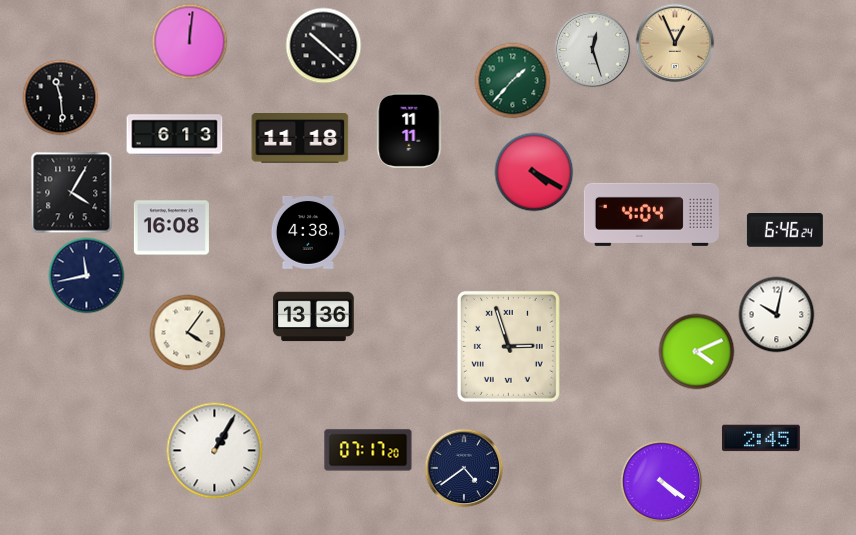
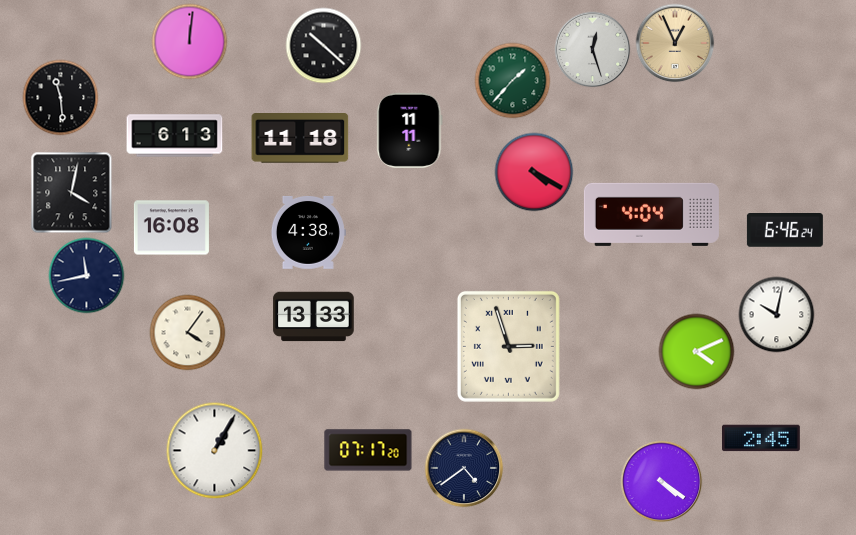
clock at (72, 193): 4:05 -> 4:02
clock at (314, 317): 13:36 -> 13:33
